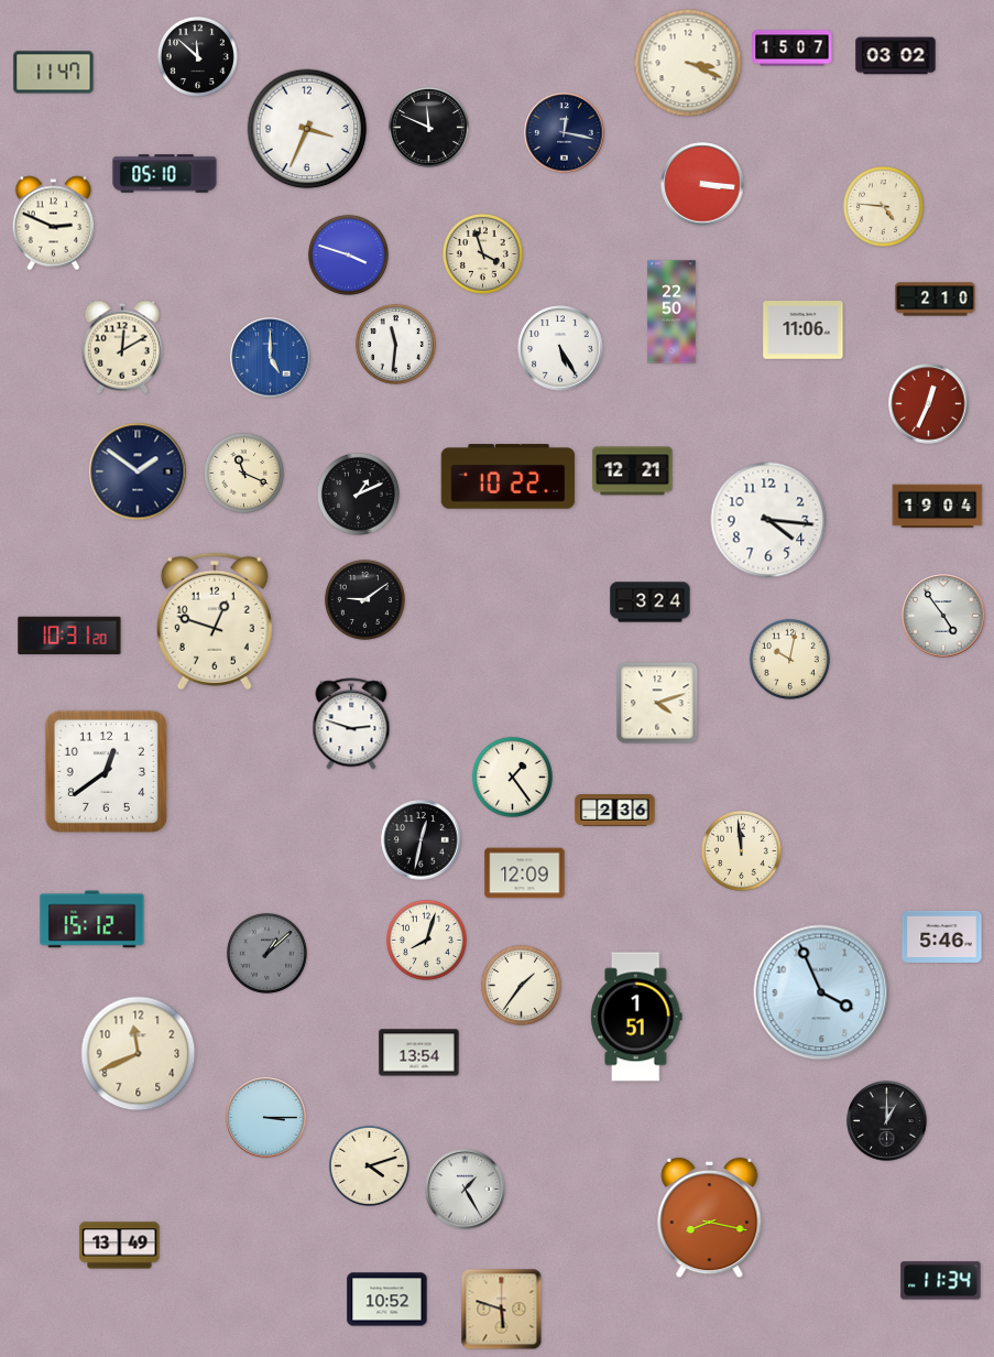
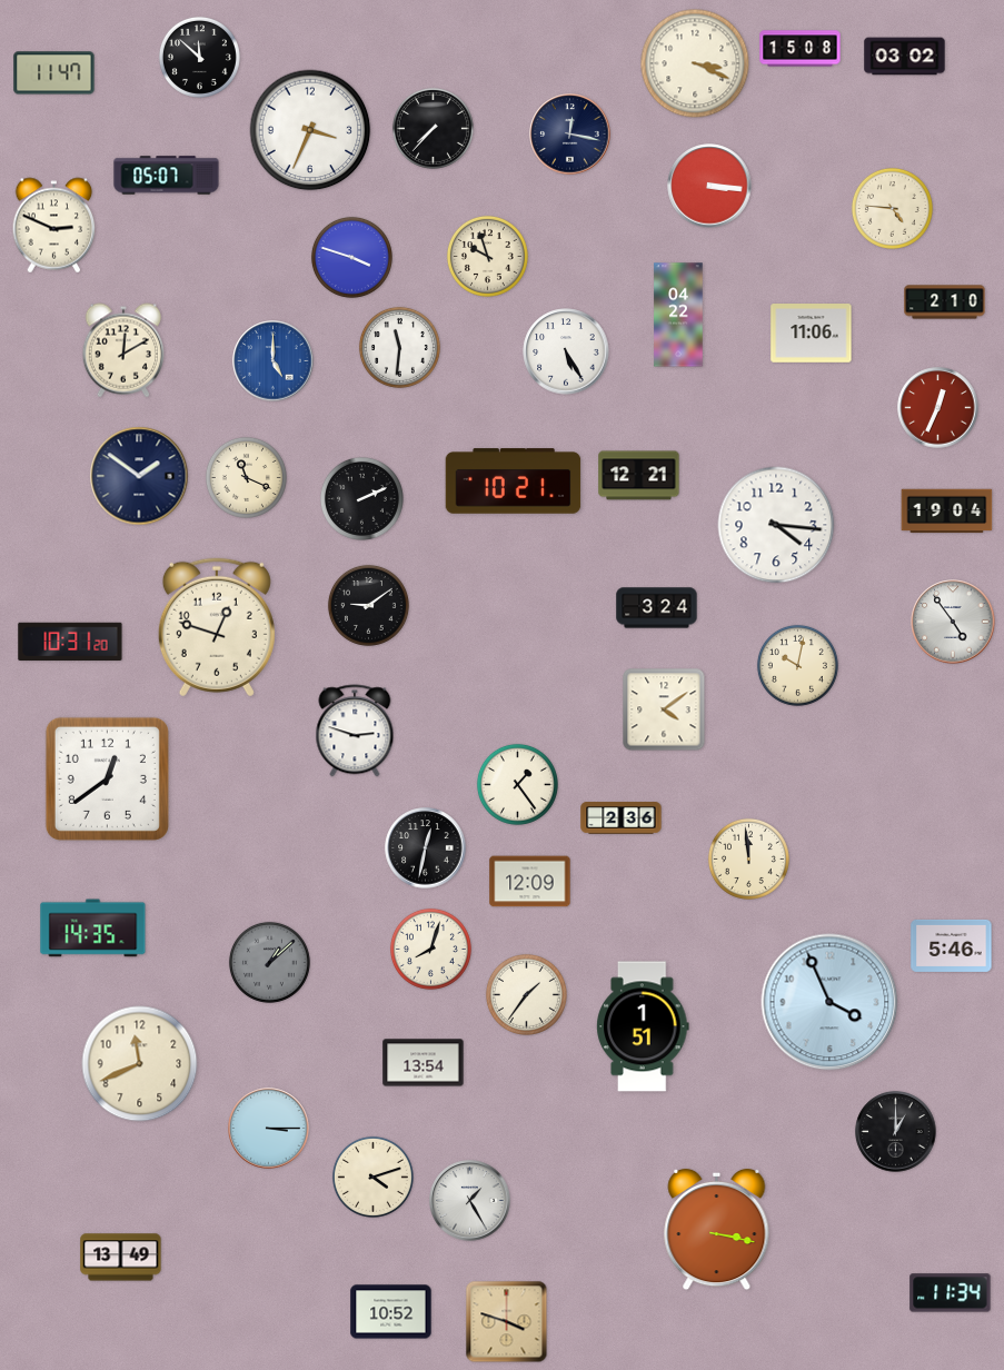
clock at (793, 48): 15:07 -> 15:08
clock at (428, 127): 11:49 -> 7:37
clock at (165, 174): 05:10 -> 05:07
clock at (482, 253): 3:57 -> 9:57
clock at (671, 312): 22:50 -> 04:22
clock at (509, 477): 10:22 -> 10:21
clock at (358, 493): 1:11 -> 2:11
clock at (657, 703): 4:12 -> 4:09
clock at (92, 920): 15:12 -> 14:35
clock at (710, 1218): 8:17 -> 3:17
clock at (502, 1310): 5:48 -> 3:48
